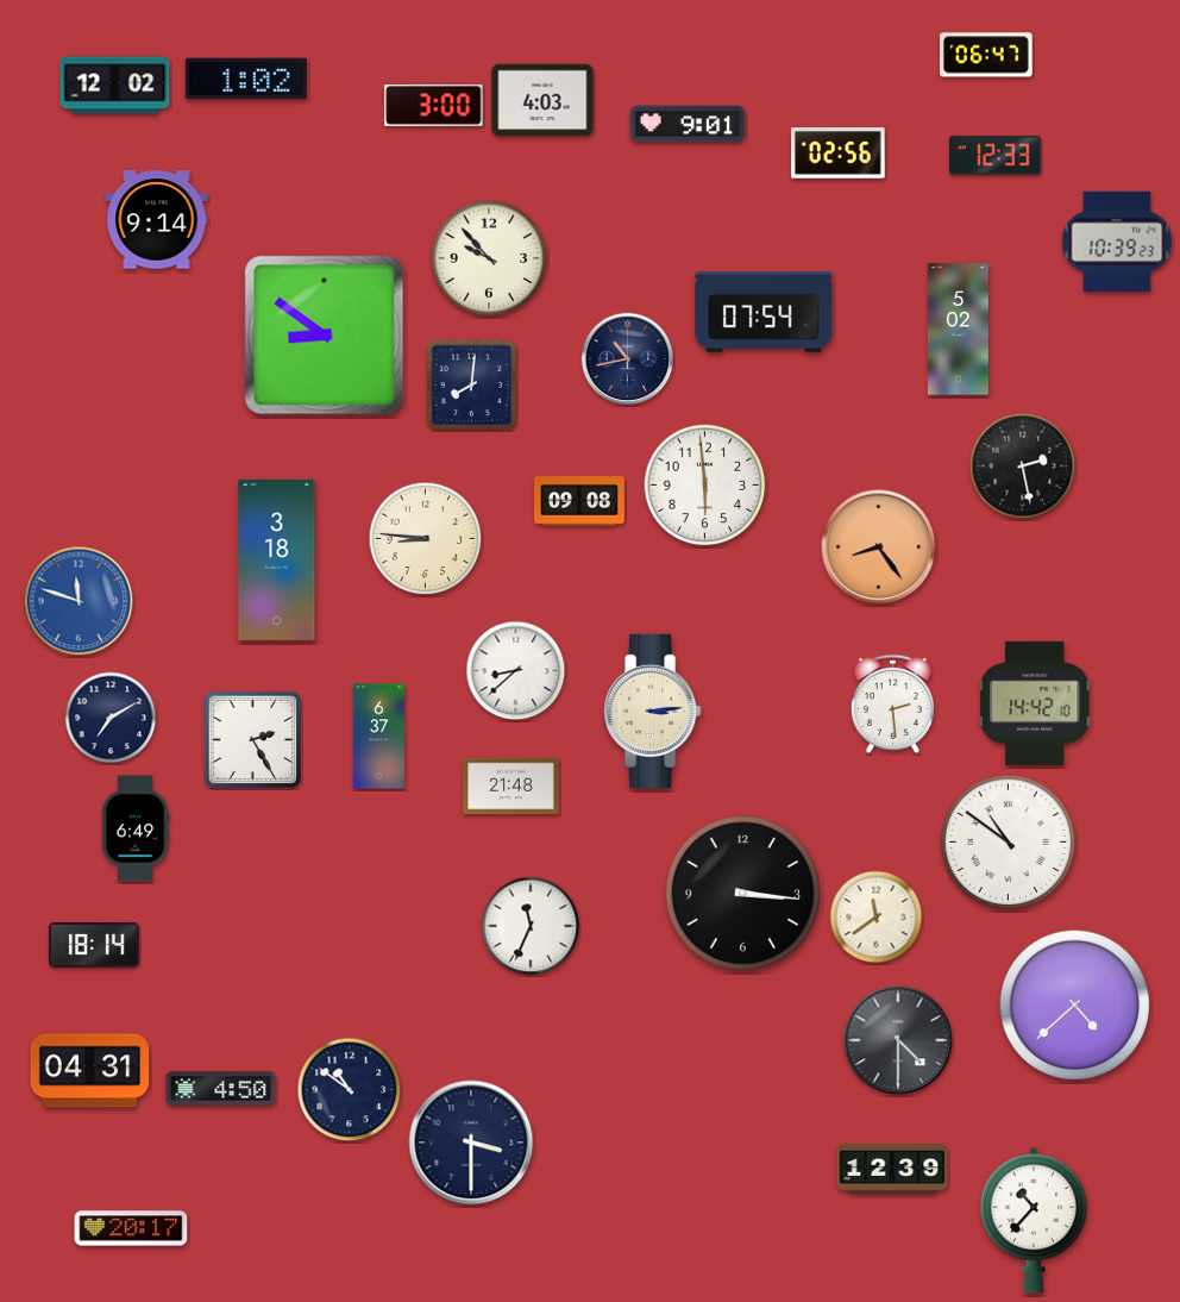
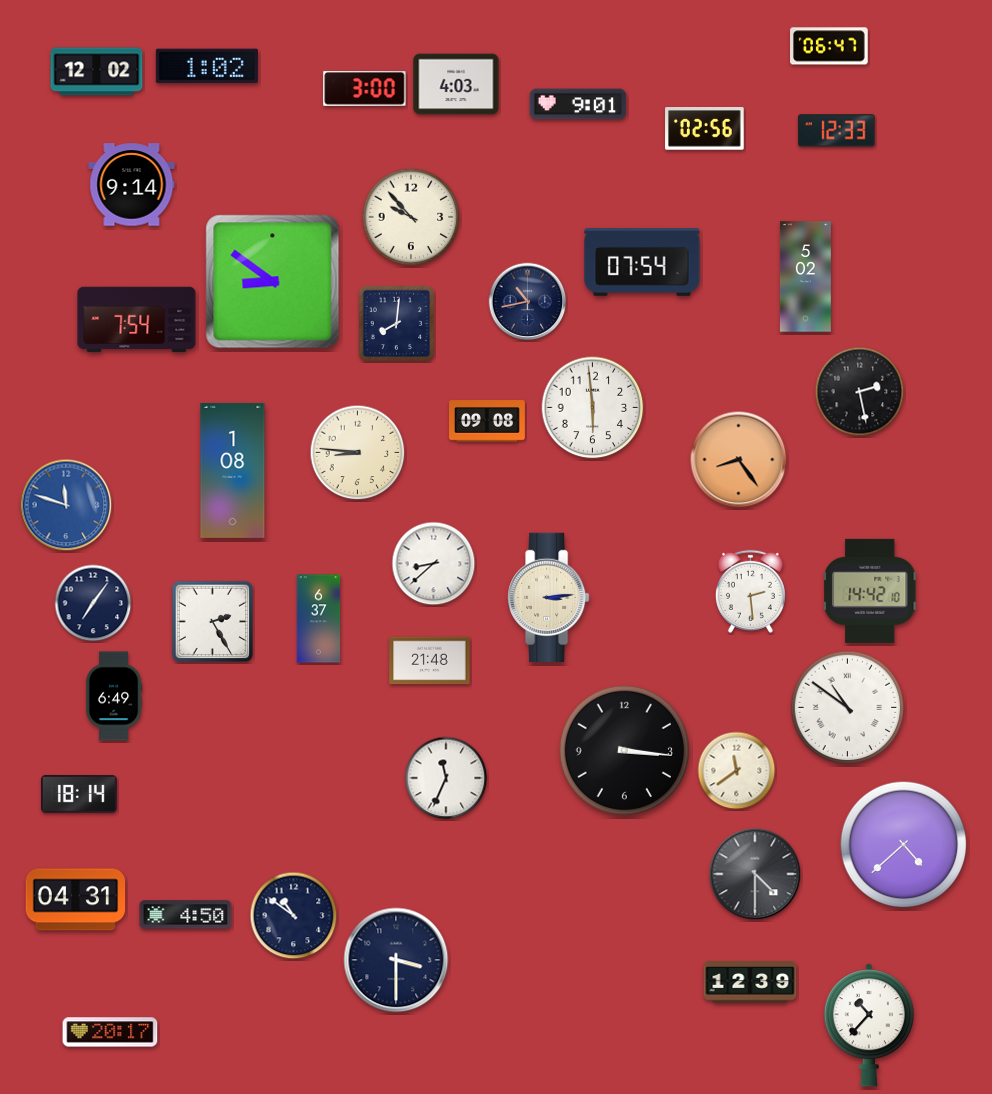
clock at (1117, 240): 10:39 -> none
clock at (137, 320): none -> 7:54
clock at (277, 559): 3:18 -> 1:08
clock at (111, 718): 7:10 -> 7:06
